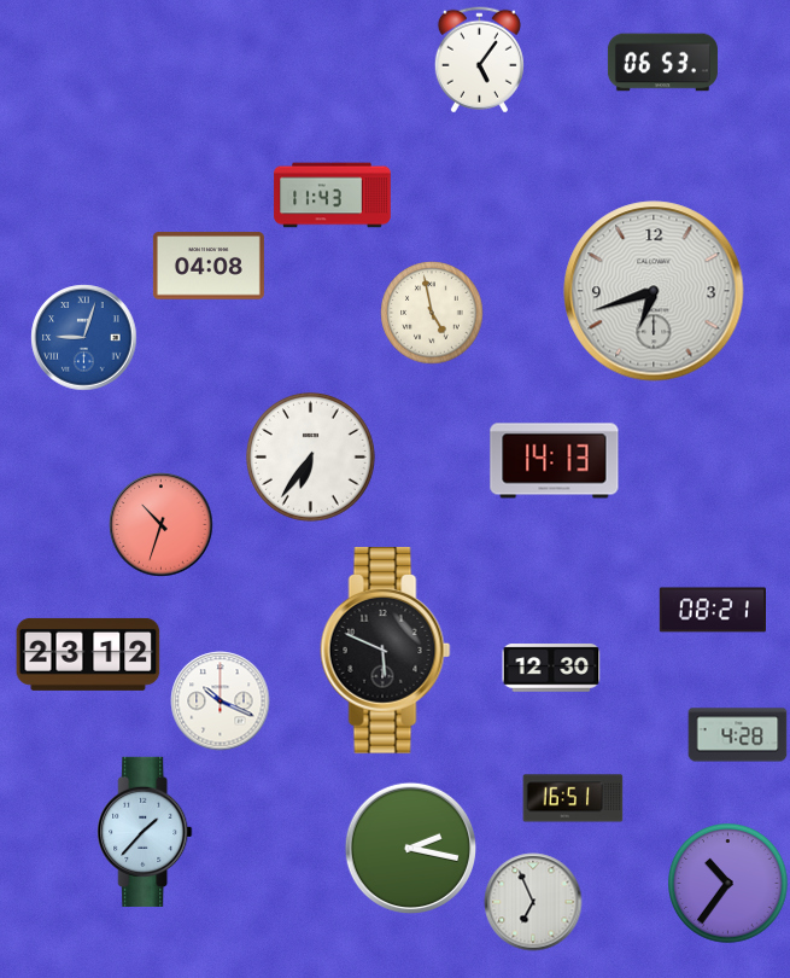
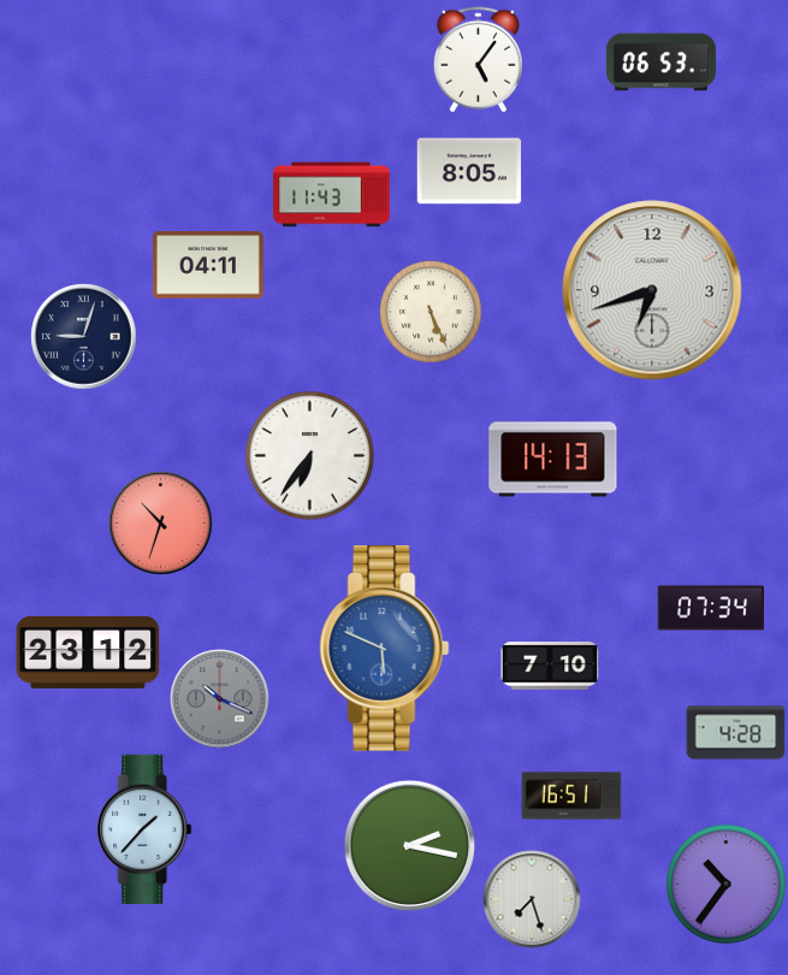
clock at (469, 171): none -> 8:05
clock at (209, 266): 04:08 -> 04:11
clock at (432, 313): 4:58 -> 5:26
clock at (84, 338) dial: blue -> navy
clock at (712, 610): 08:21 -> 07:34
clock at (386, 651) dial: black -> blue
clock at (551, 668): 12:30 -> 7:10
clock at (221, 702) dial: white -> grey
clock at (728, 884) position: (728, 884) -> (727, 885)
clock at (533, 902): 6:56 -> 7:27
